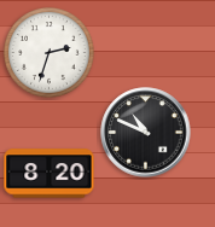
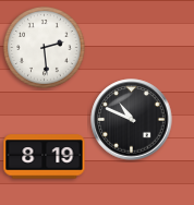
clock at (48, 52): 2:33 -> 2:29
clock at (50, 174): 8:20 -> 8:19
